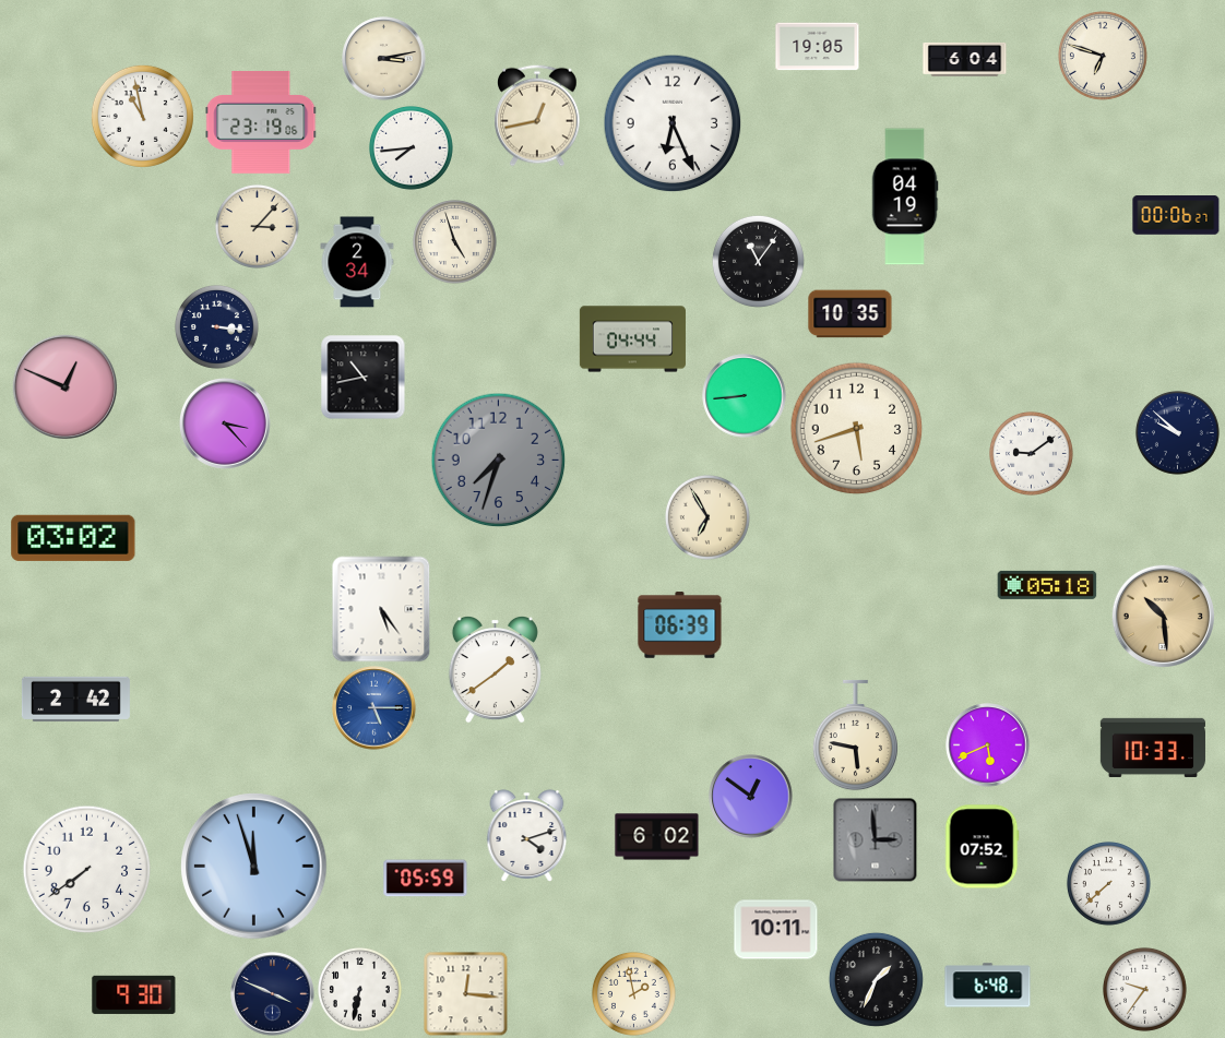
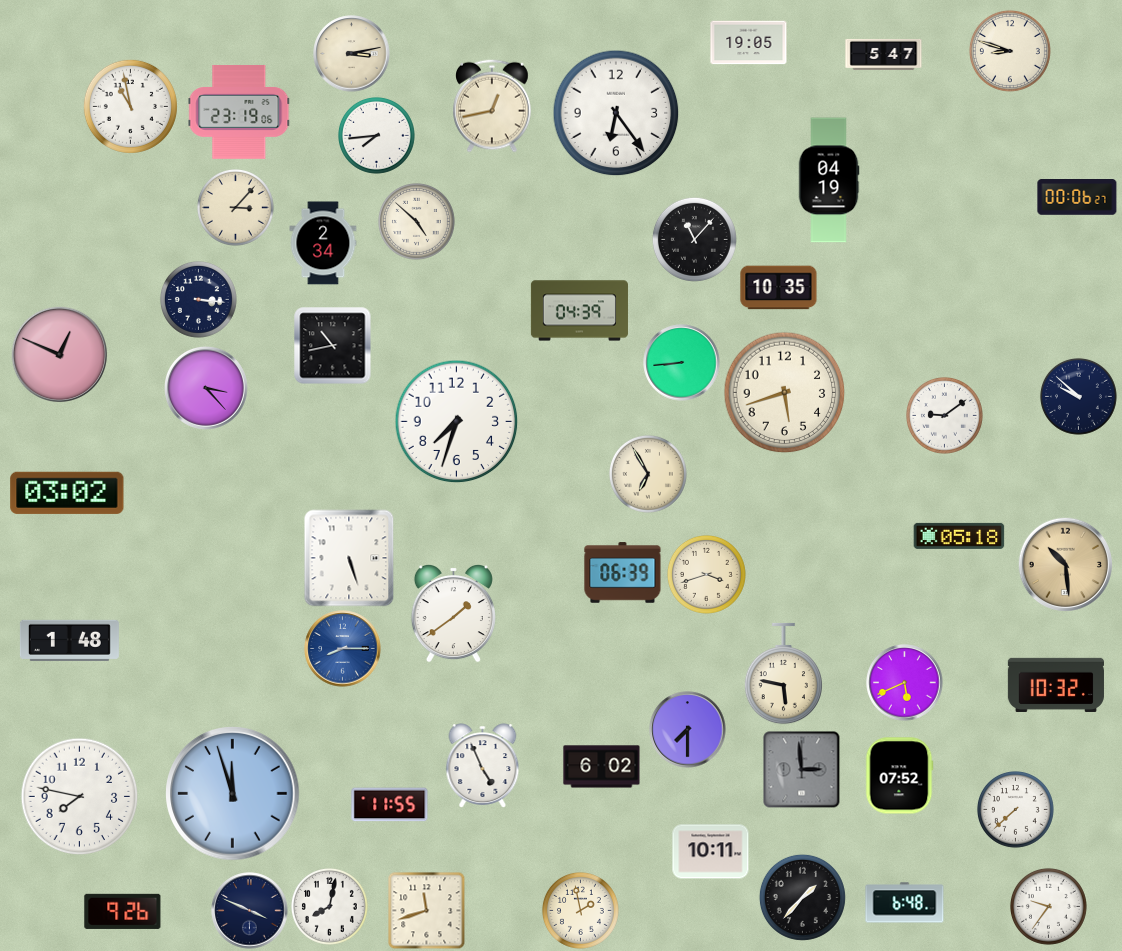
clock at (1103, 56): 6:48 -> 8:48
clock at (965, 59): 6:04 -> 5:47
clock at (673, 123): 6:26 -> 6:24
clock at (454, 241): 4:57 -> 4:52
clock at (758, 261): 11:06 -> 11:07
clock at (357, 262) position: (357, 262) -> (323, 243)
clock at (632, 339): 04:44 -> 04:39
clock at (499, 461) dial: grey -> white
clock at (381, 609): 5:24 -> 5:27
clock at (706, 574): none -> 3:42
clock at (75, 699): 2:42 -> 1:48
clock at (374, 708): 5:15 -> 8:15
clock at (1153, 748): 10:33 -> 10:32
clock at (751, 797): 12:51 -> 7:30
clock at (527, 836): 4:12 -> 4:56
clock at (87, 870): 7:39 -> 7:47
clock at (426, 879): 05:59 -> 11:55
clock at (876, 979): 1:34 -> 1:37
clock at (359, 989): 6:32 -> 8:02
clock at (465, 993): 12:16 -> 11:42
clock at (134, 994): 9:30 -> 9:26
